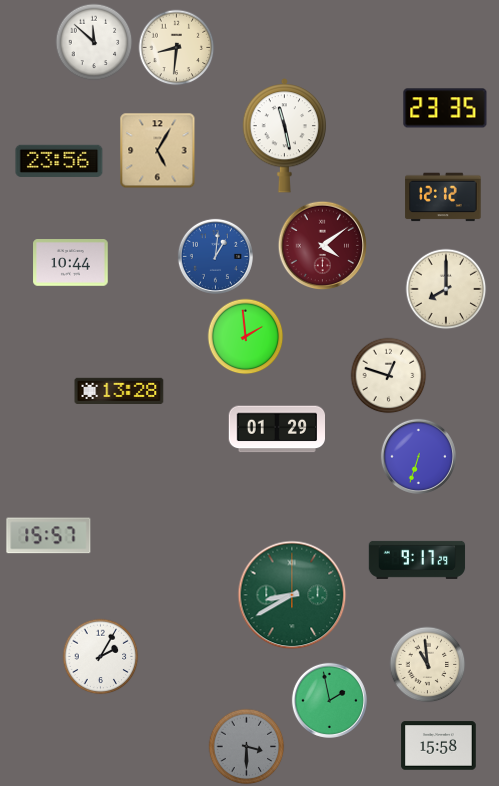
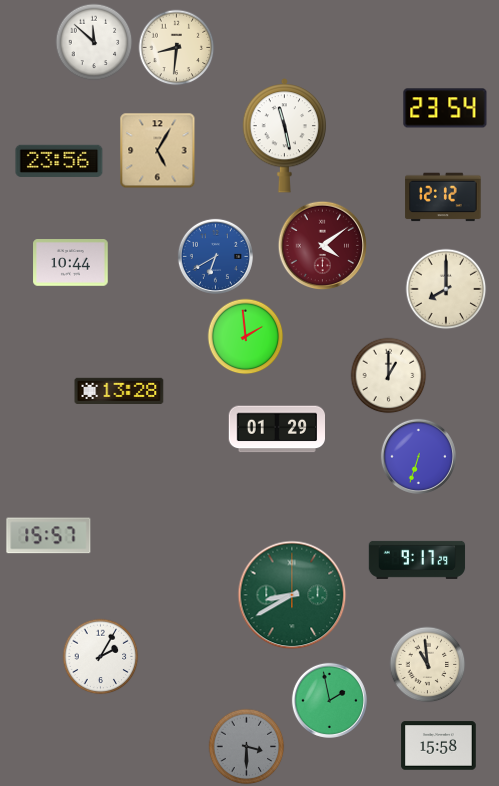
clock at (445, 108): 23:35 -> 23:54
clock at (215, 256): 1:01 -> 6:40
clock at (389, 376): 12:48 -> 1:00
